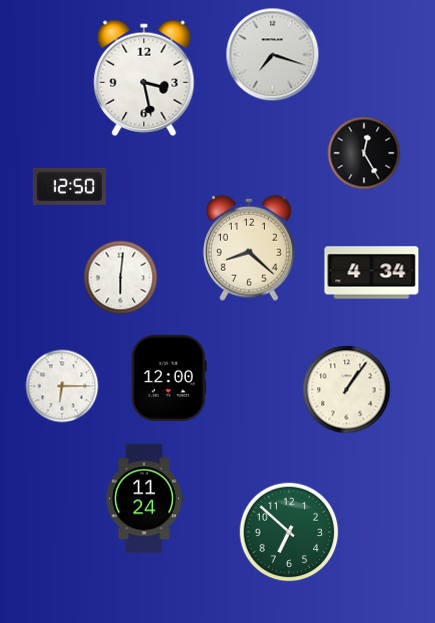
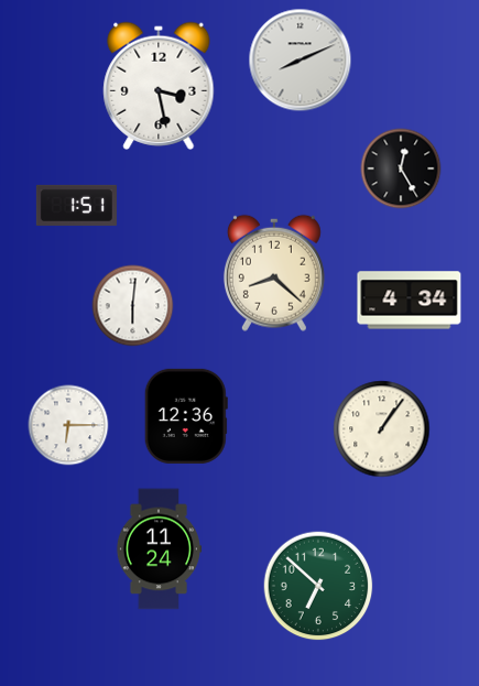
clock at (273, 55): 7:18 -> 8:11
clock at (69, 186): 12:50 -> 1:51
clock at (169, 378): 12:00 -> 12:36
